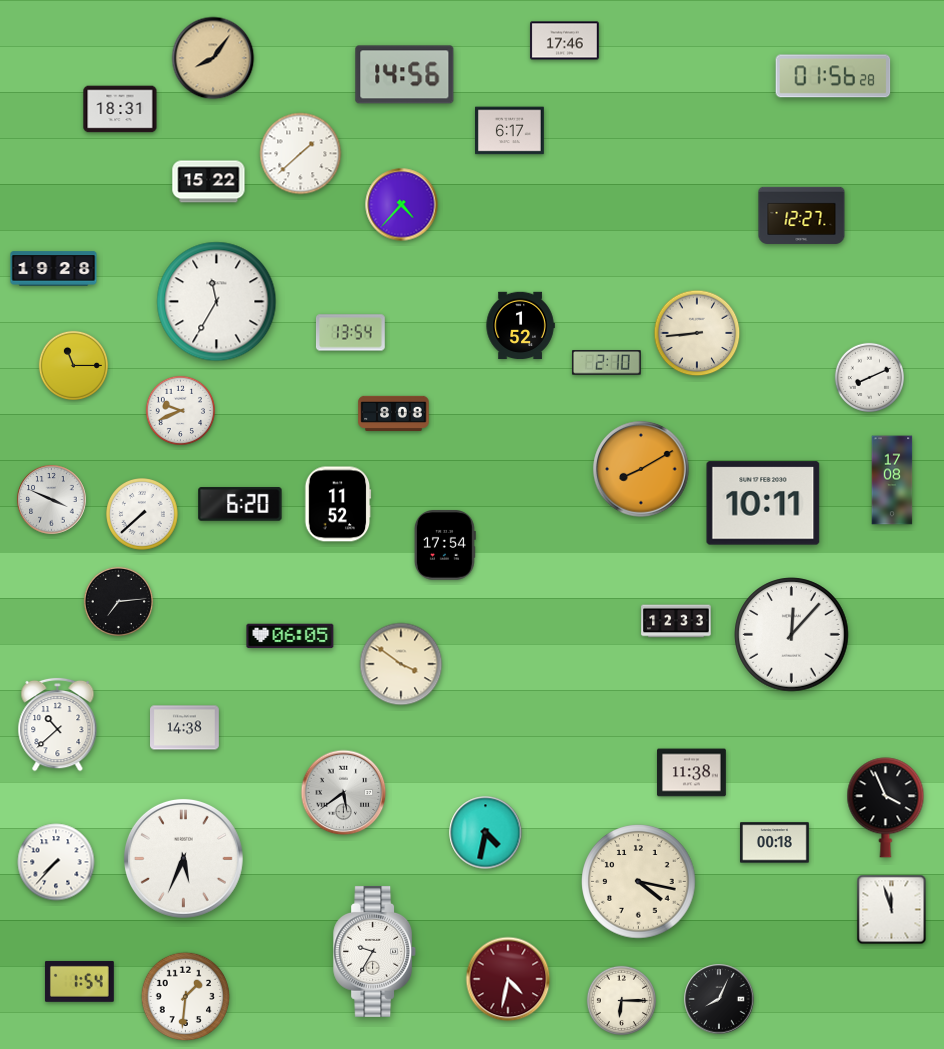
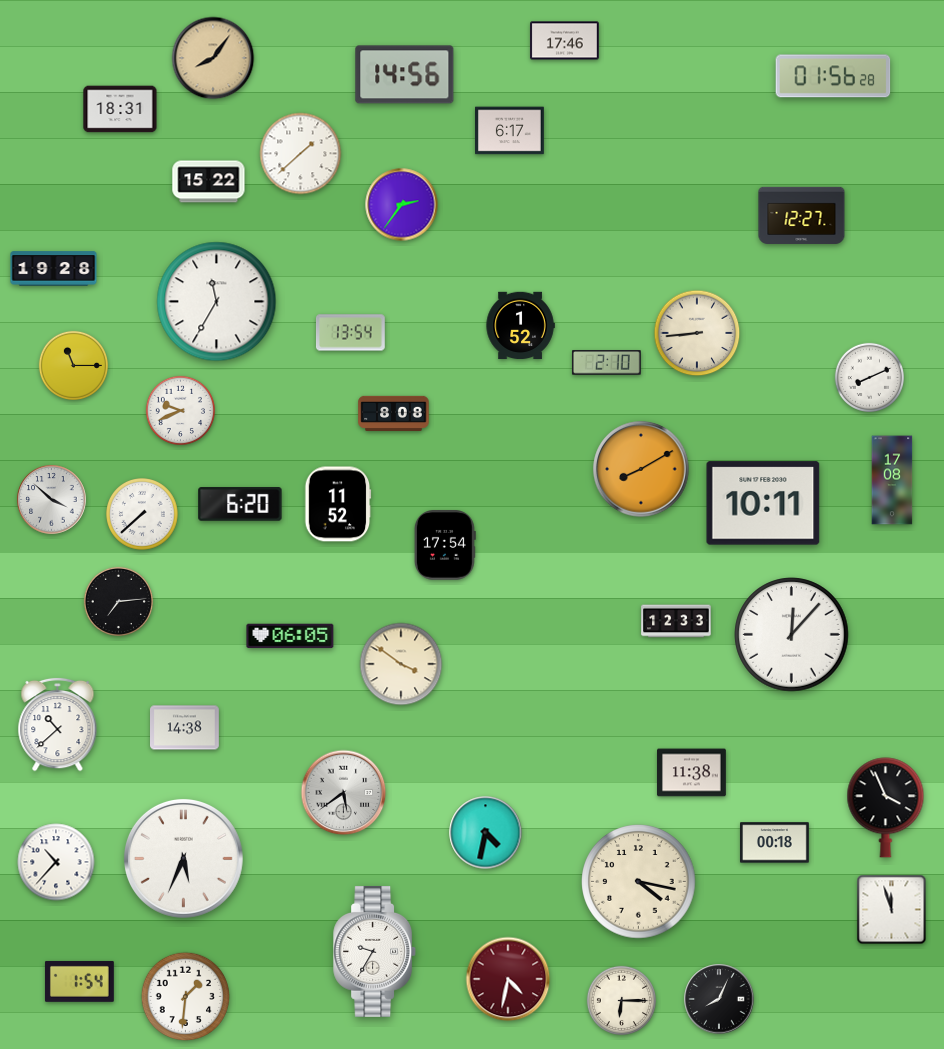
clock at (402, 205): 4:37 -> 2:36
clock at (52, 500): 3:49 -> 3:52
clock at (56, 862): 7:37 -> 10:37
